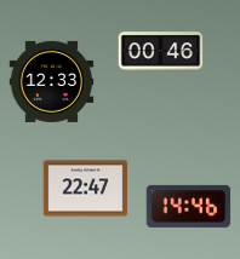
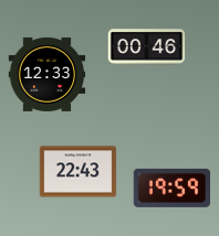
clock at (86, 189): 22:47 -> 22:43
clock at (189, 206): 14:46 -> 19:59
